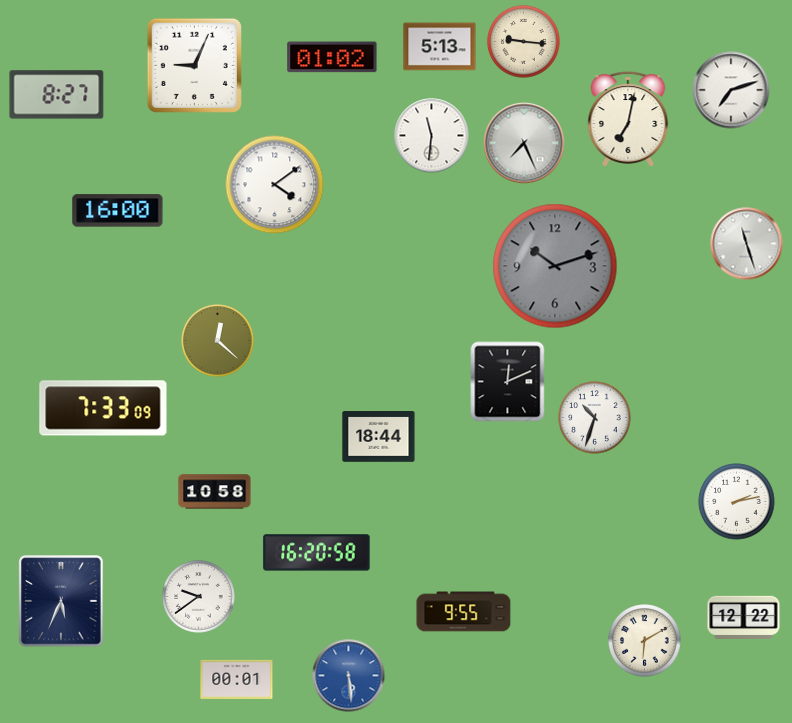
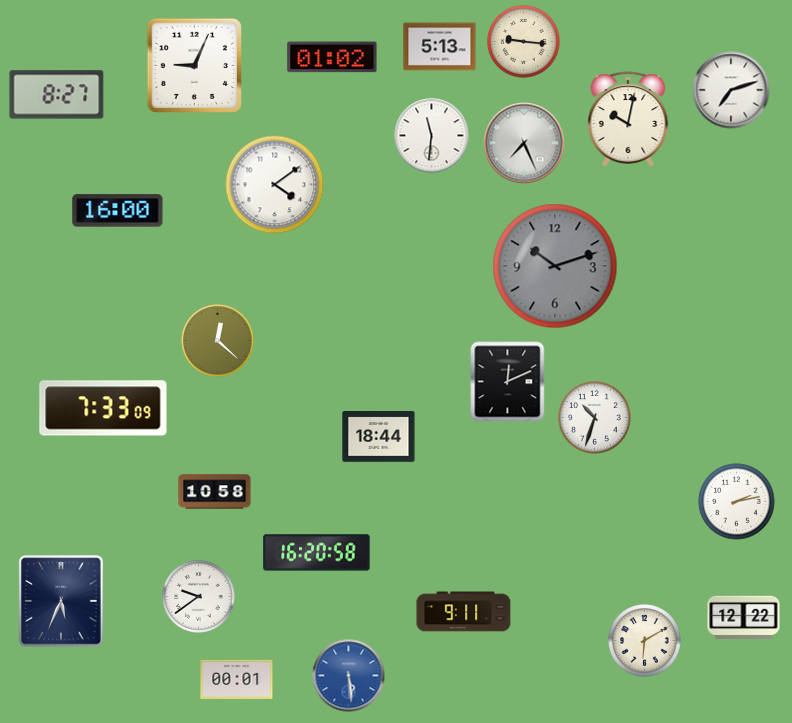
clock at (628, 119): 7:02 -> 10:02
clock at (747, 244): 11:27 -> none
clock at (464, 612): 9:55 -> 9:11
